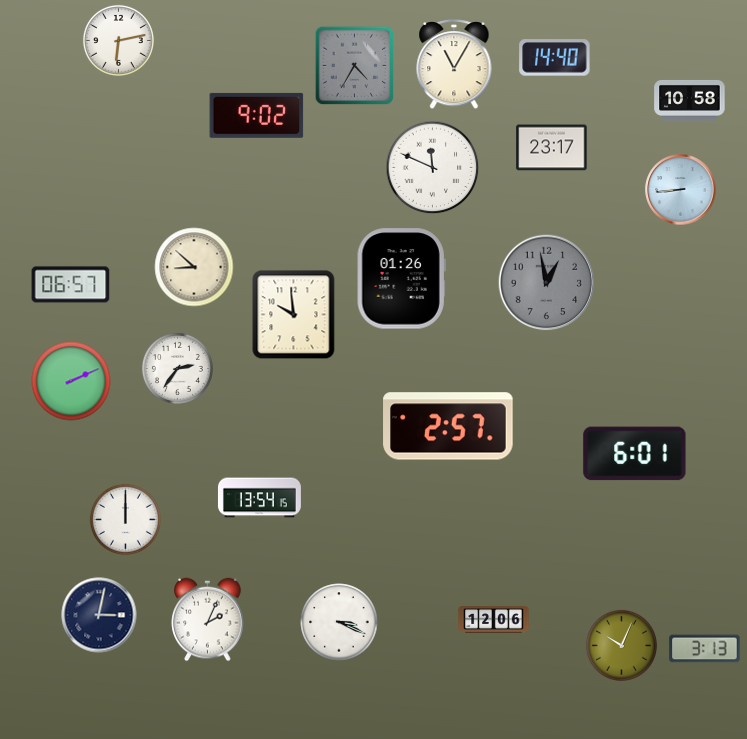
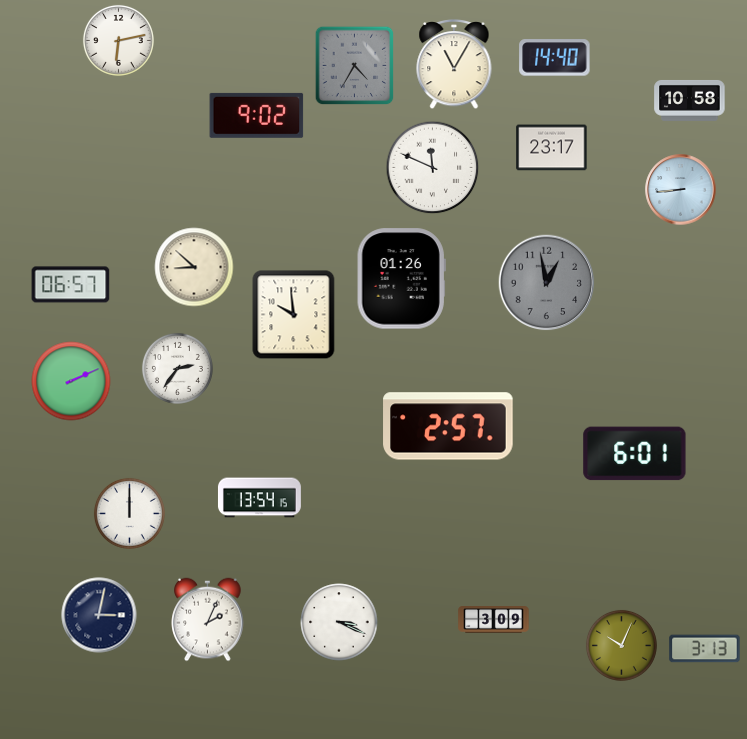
clock at (125, 519) position: (125, 519) -> (129, 513)
clock at (494, 620): 12:06 -> 3:09
